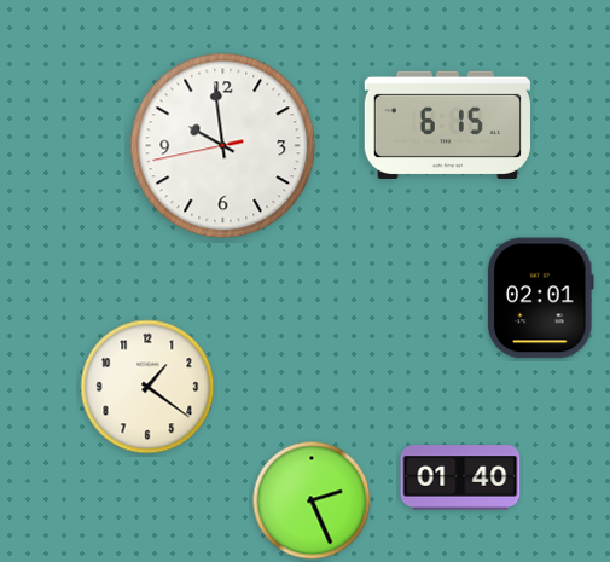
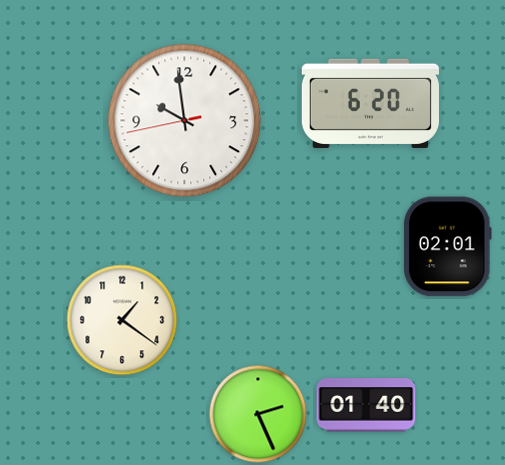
clock at (447, 124): 6:15 -> 6:20
clock at (460, 477) position: (460, 477) -> (366, 405)
